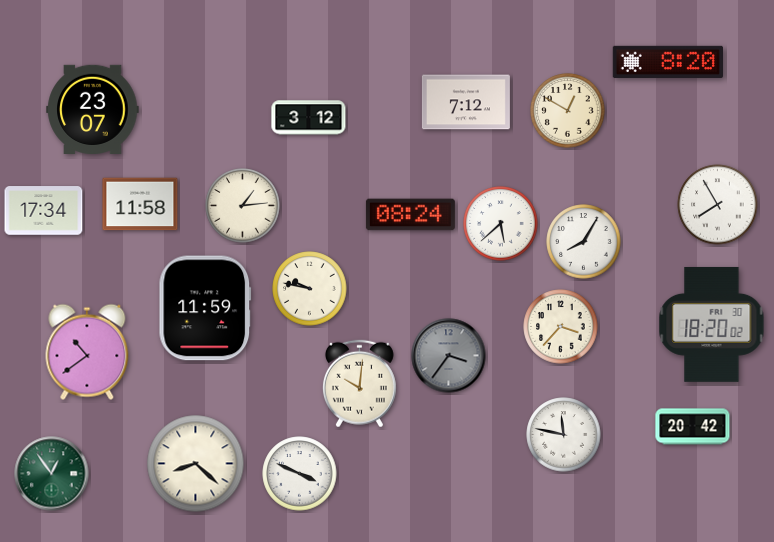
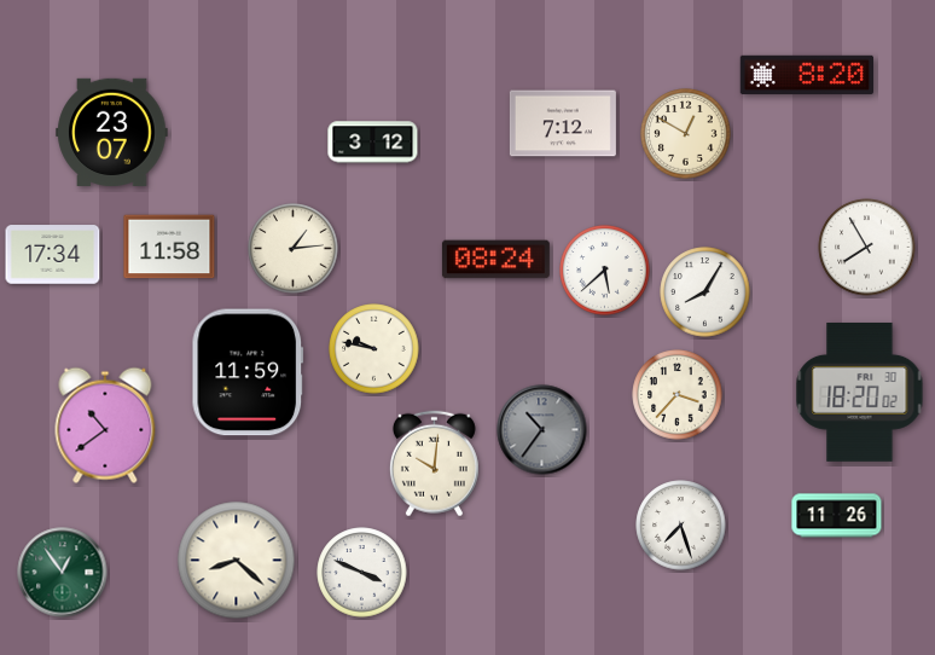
clock at (449, 356): 3:36 -> 10:36
clock at (693, 427): 20:42 -> 11:26
clock at (564, 435): 11:47 -> 7:27
